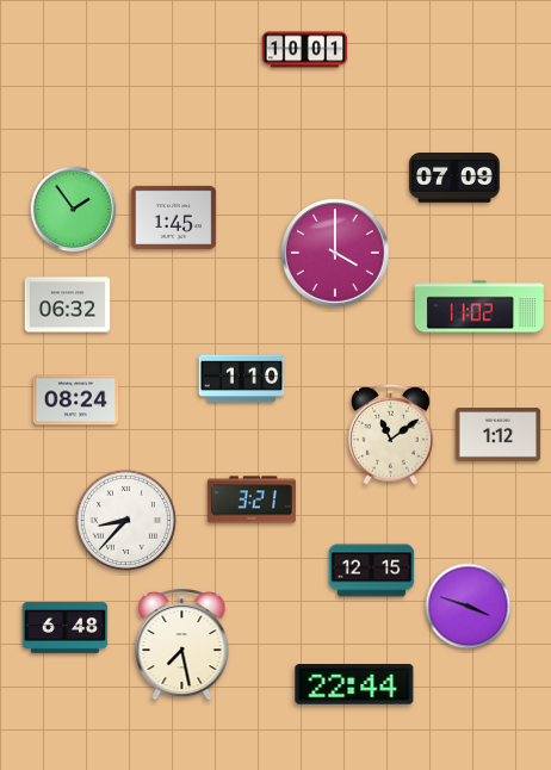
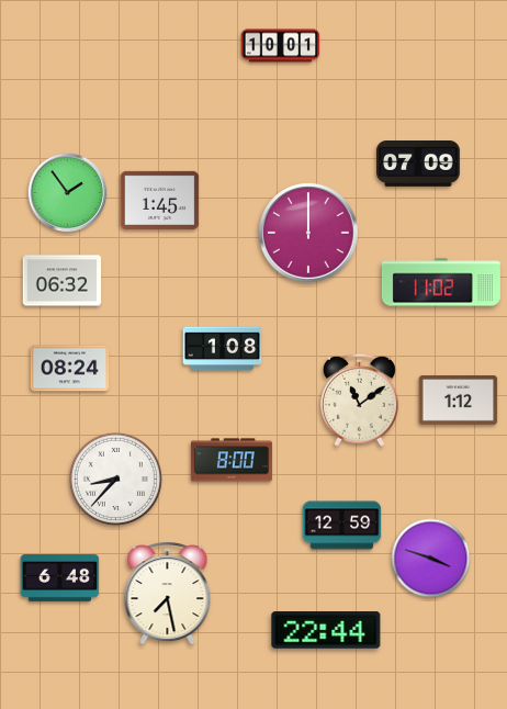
clock at (335, 253): 4:00 -> 12:00
clock at (242, 379): 1:10 -> 1:08
clock at (252, 499): 3:21 -> 8:00
clock at (372, 571): 12:15 -> 12:59
